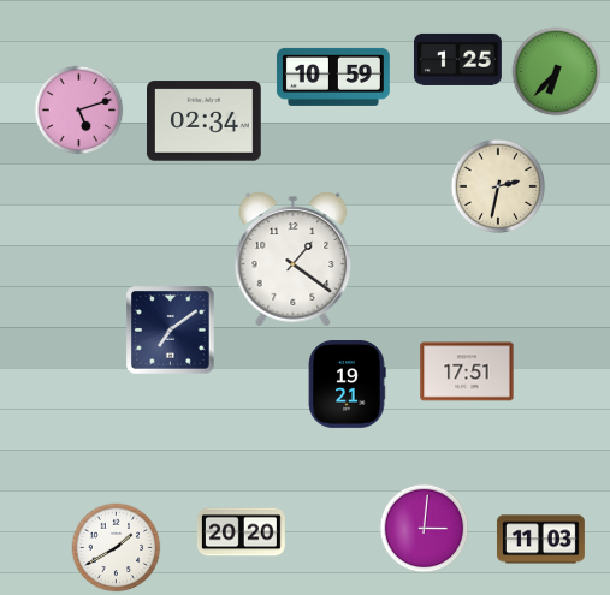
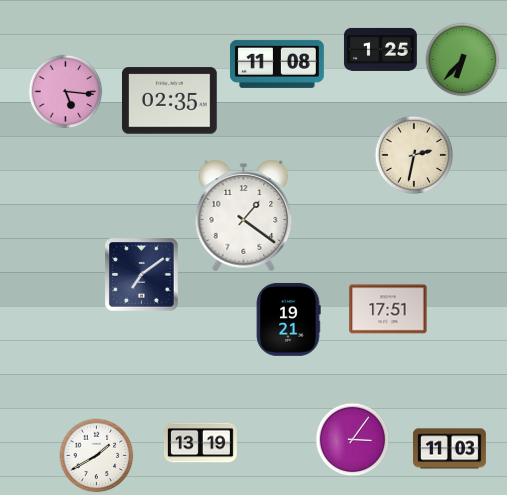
clock at (333, 77): 10:59 -> 11:08
clock at (79, 111): 5:12 -> 5:16
clock at (205, 121): 02:34 -> 02:35
clock at (425, 529): 3:01 -> 3:06
clock at (241, 532): 20:20 -> 13:19
